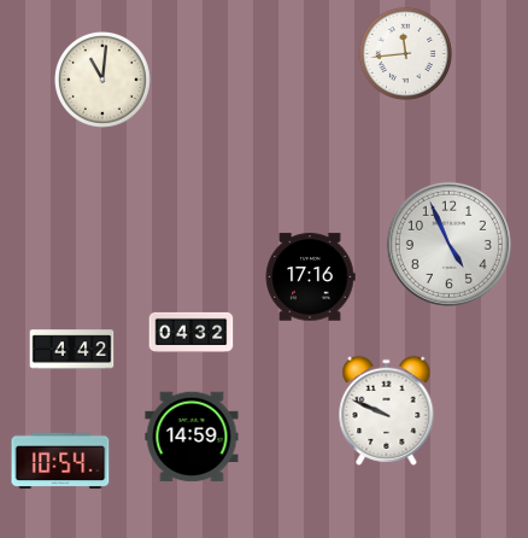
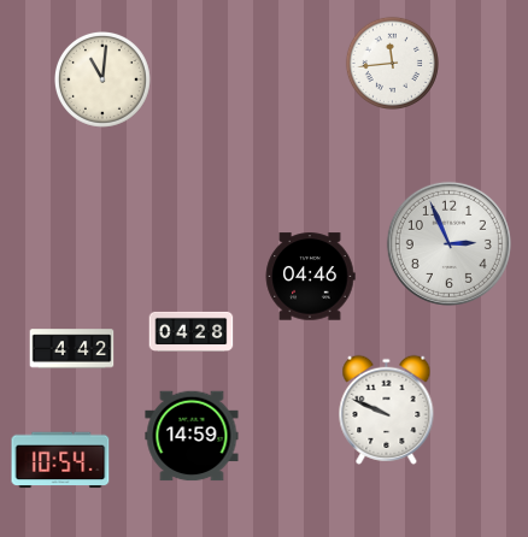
clock at (405, 53) position: (405, 53) -> (392, 63)
clock at (448, 244): 4:56 -> 2:56
clock at (310, 277): 17:16 -> 04:46
clock at (192, 332): 04:32 -> 04:28
